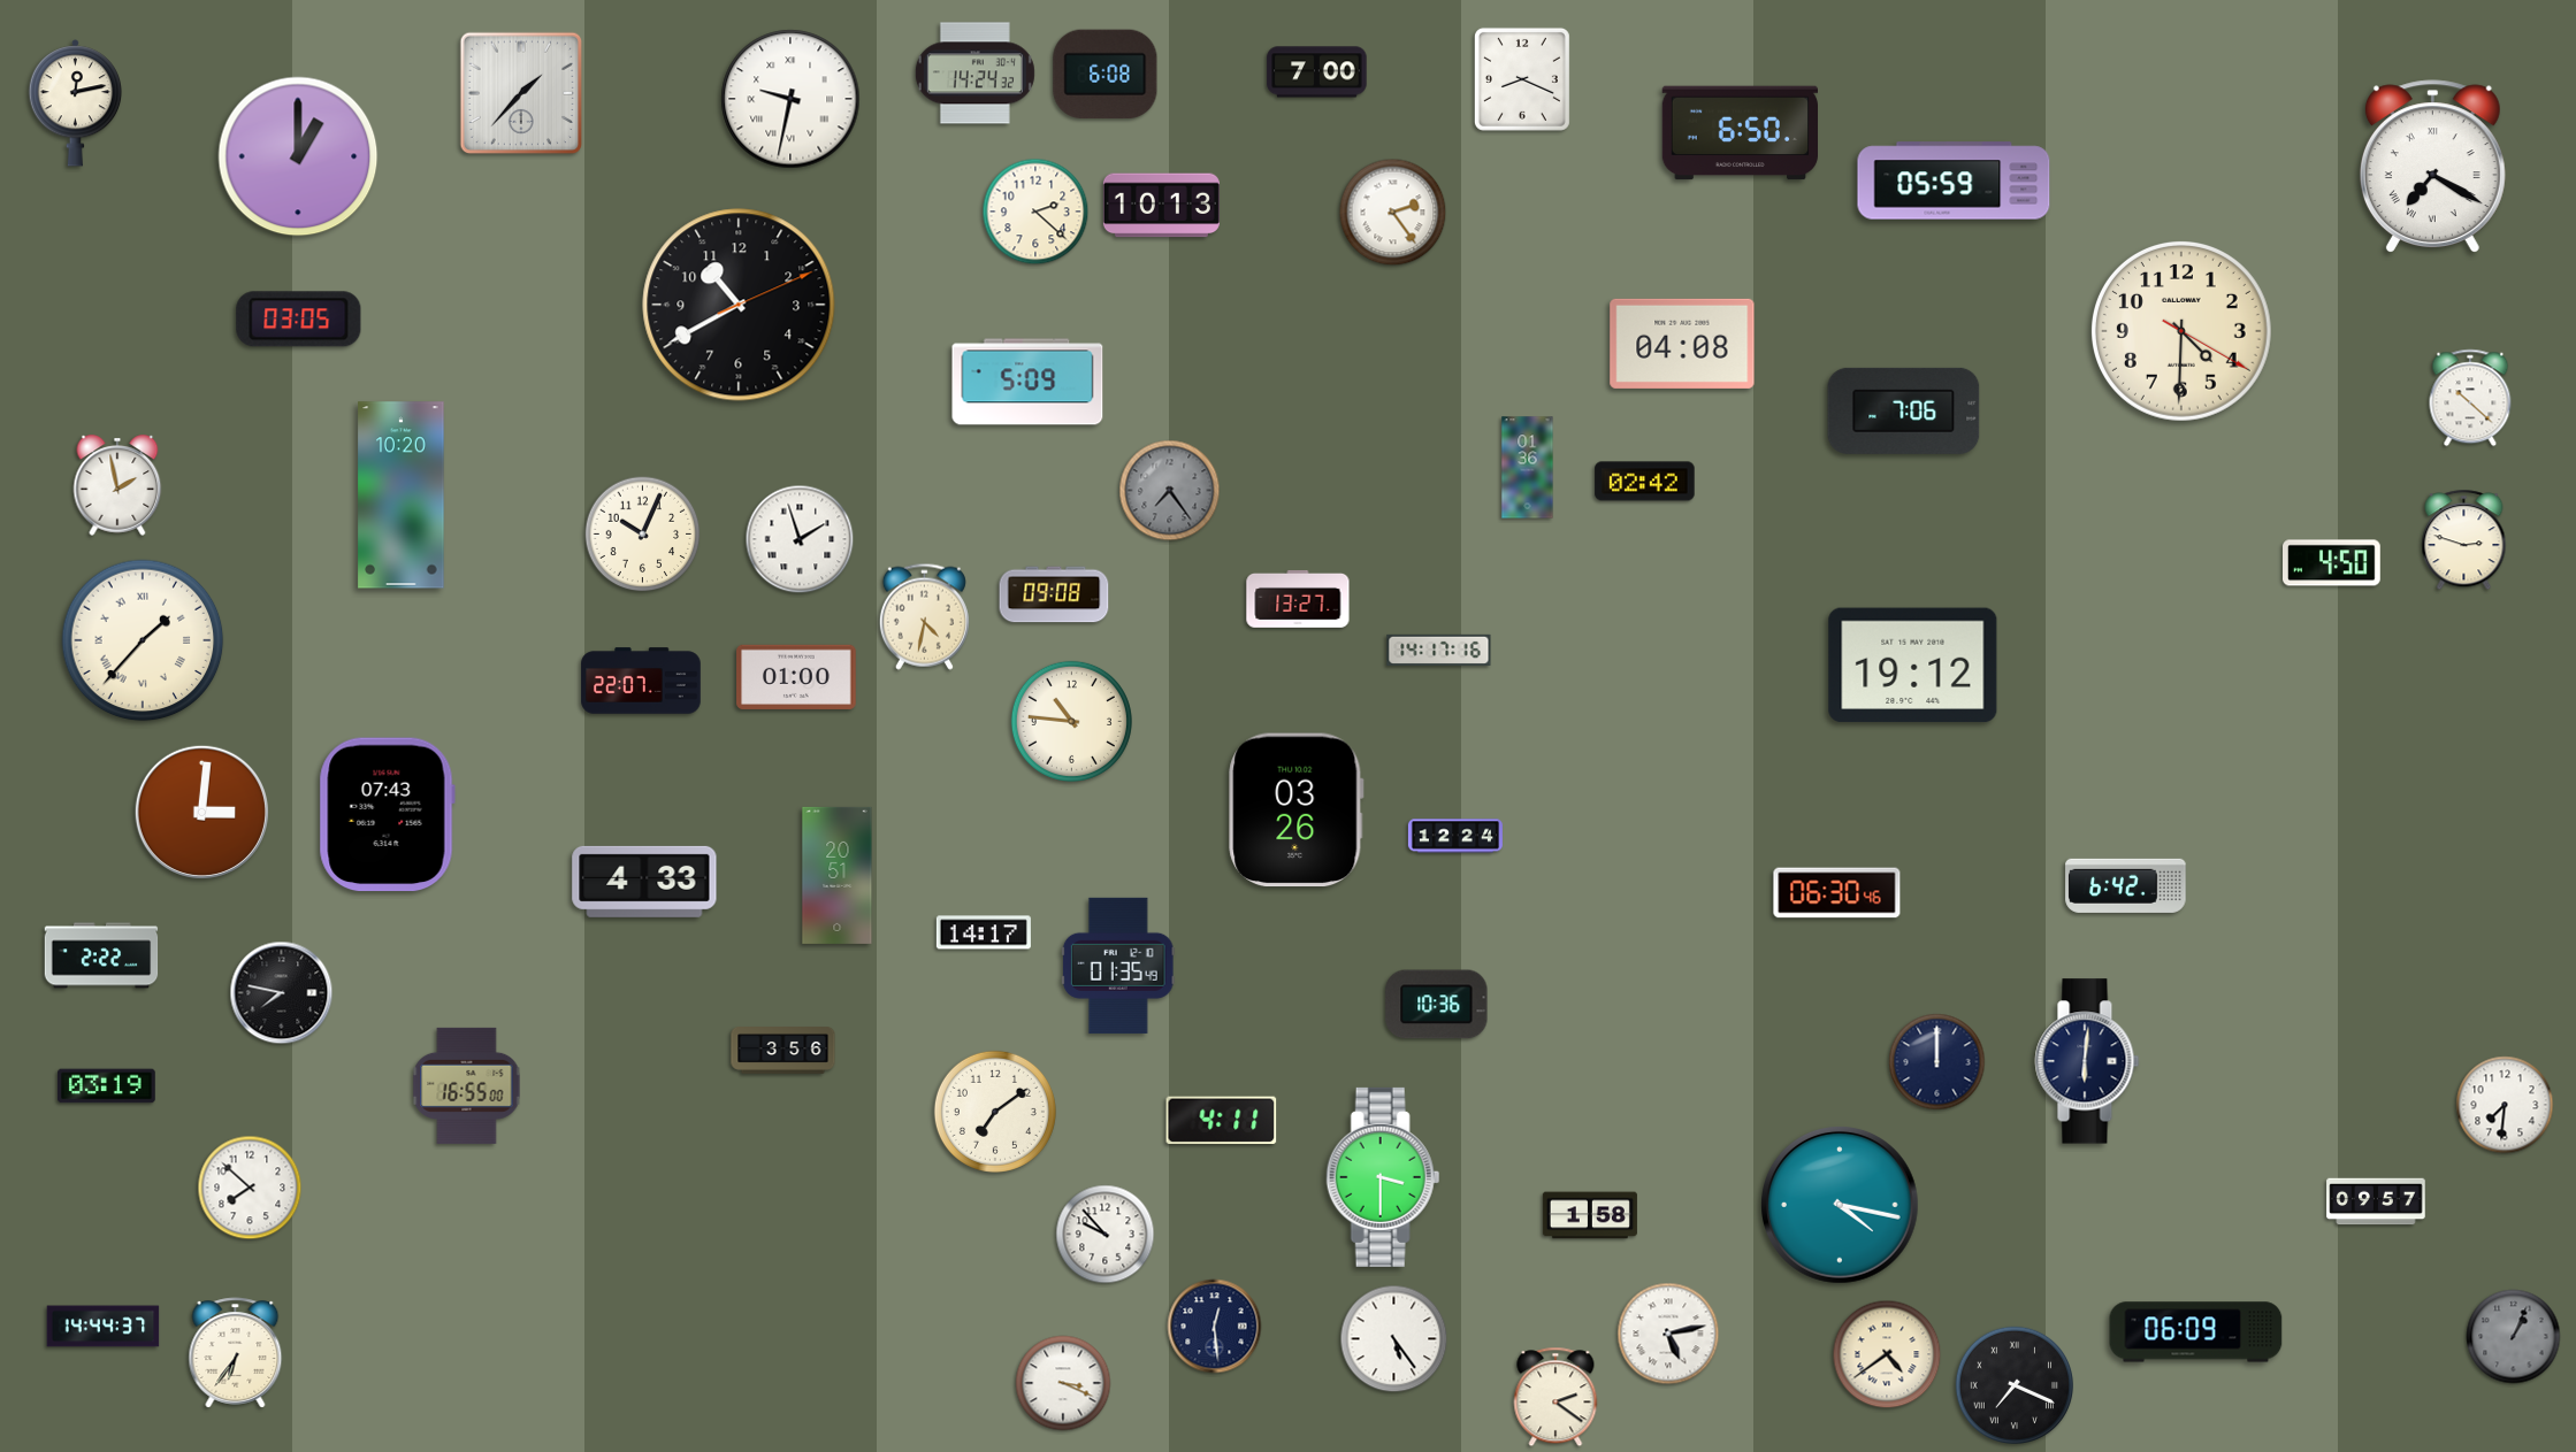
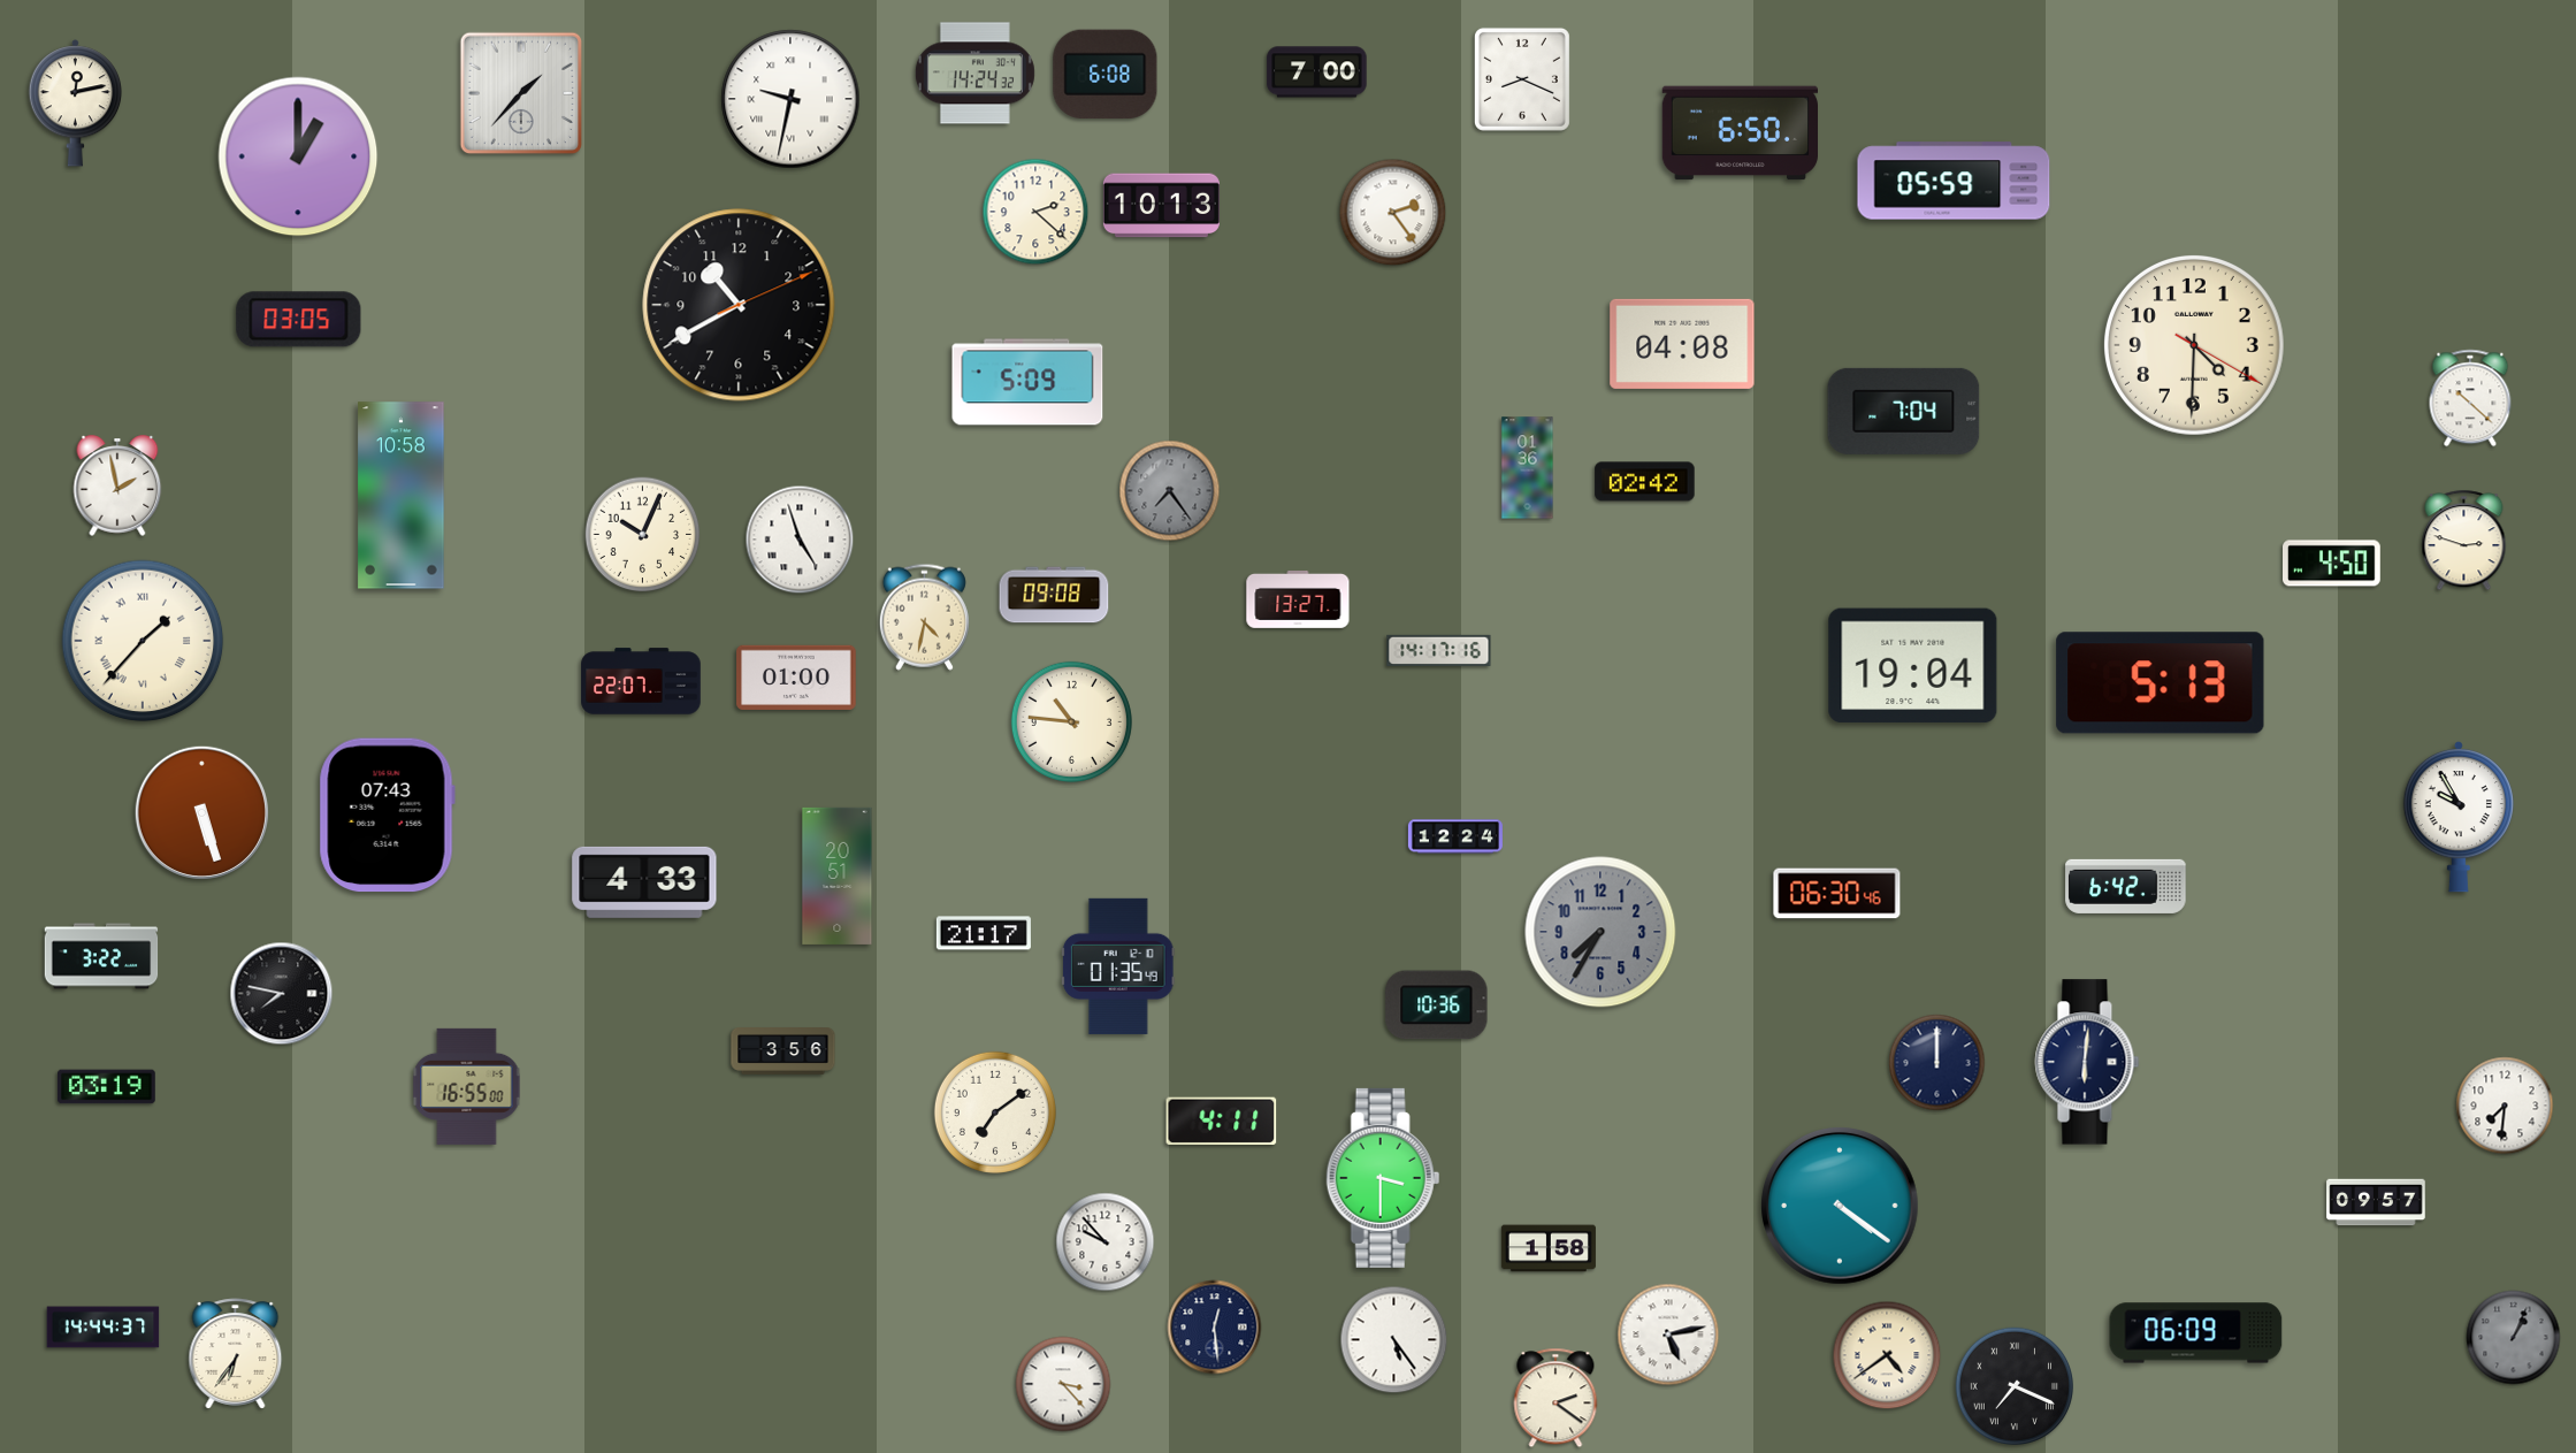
clock at (2432, 167): 7:20 -> none
clock at (2181, 331) position: (2181, 331) -> (2194, 345)
clock at (1904, 410): 7:06 -> 7:04
clock at (402, 495): 10:20 -> 10:58
clock at (800, 539): 1:57 -> 4:57
clock at (1913, 666): 19:12 -> 19:04
clock at (2161, 683): none -> 5:13
clock at (1297, 810): 03:26 -> none
clock at (201, 812): 3:01 -> 5:27
clock at (2459, 817): none -> 9:55
clock at (1600, 932): none -> 7:35
clock at (984, 932): 14:17 -> 21:17
clock at (101, 955): 2:22 -> 3:22
clock at (250, 1188): 7:52 -> none
clock at (1841, 1206): 4:17 -> 4:21
clock at (1590, 1215) position: (1590, 1215) -> (1549, 1248)
clock at (1106, 1235) position: (1106, 1235) -> (1106, 1242)
clock at (1063, 1383): 3:19 -> 3:23
